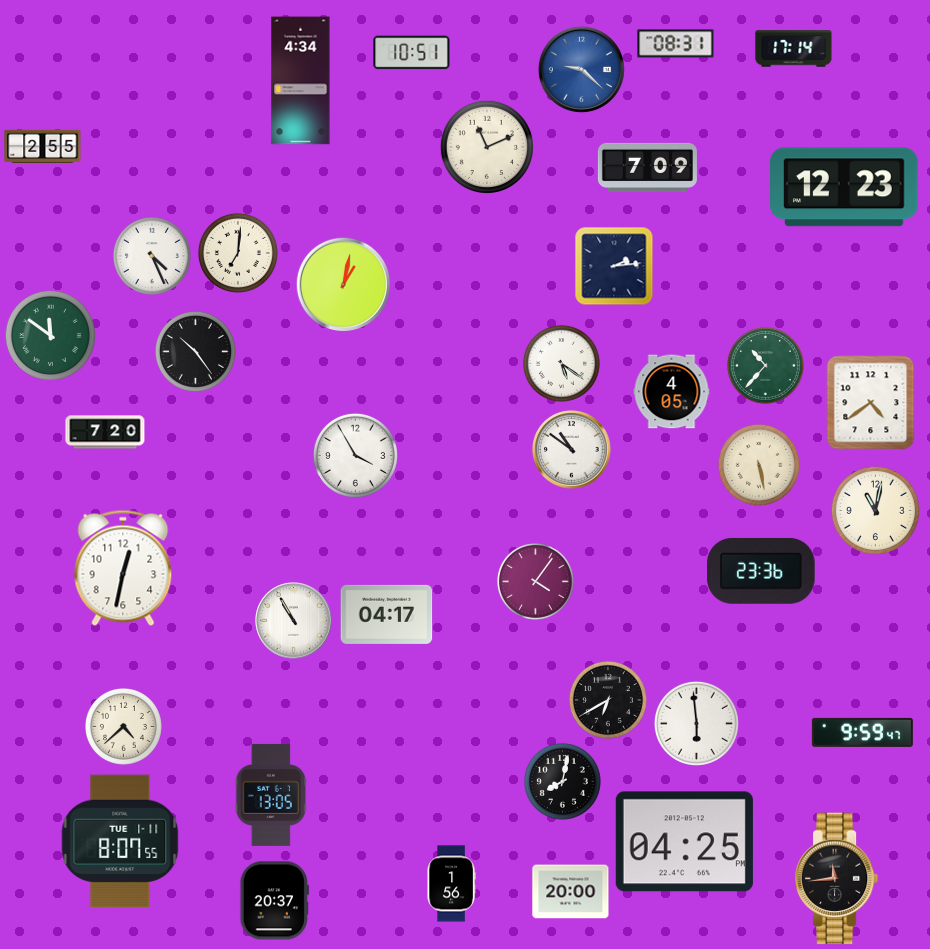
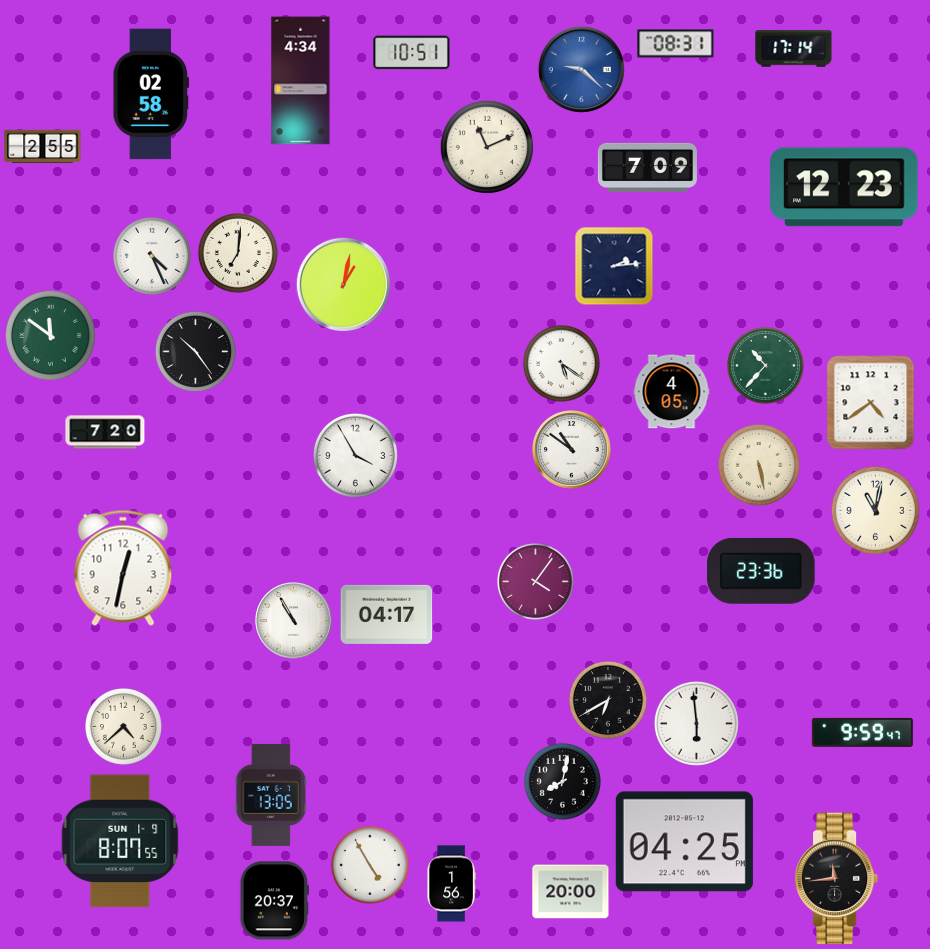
clock at (150, 94): none -> 02:58
clock at (120, 841) date: TUE 1-11 -> SUN 1-9
clock at (370, 865): none -> 4:55
